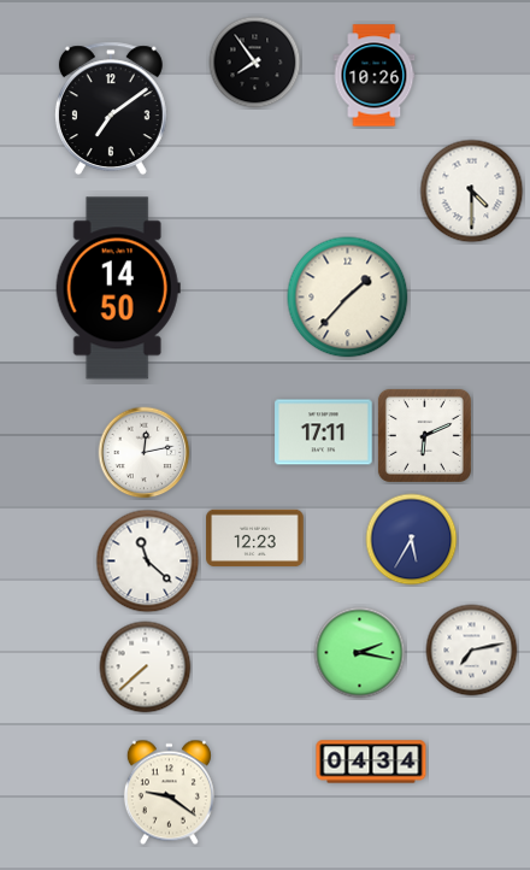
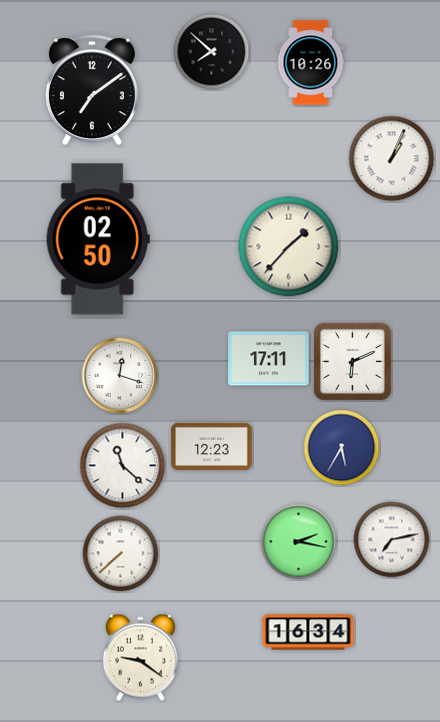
clock at (255, 63): 7:54 -> 7:52
clock at (472, 192): 4:30 -> 1:04
clock at (118, 288): 14:50 -> 02:50
clock at (145, 453): 12:13 -> 12:18
clock at (371, 762): 04:34 -> 16:34
